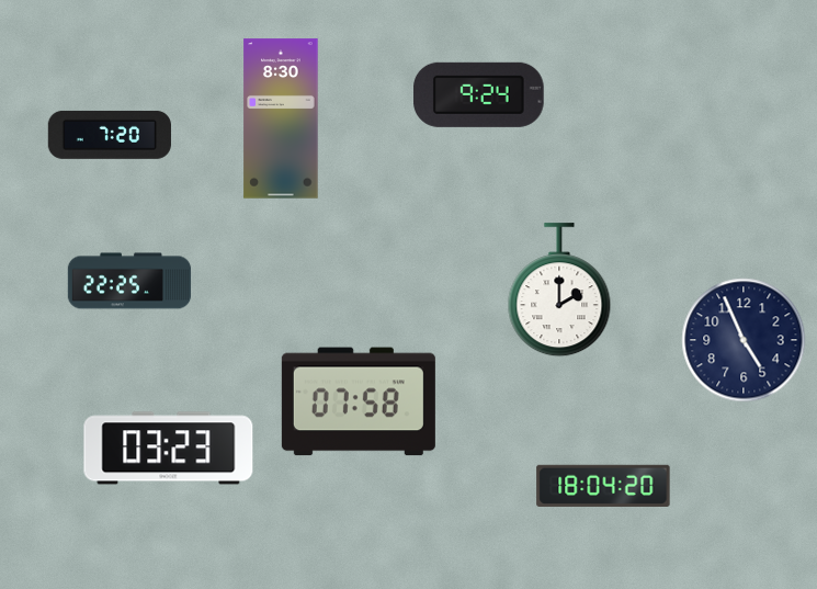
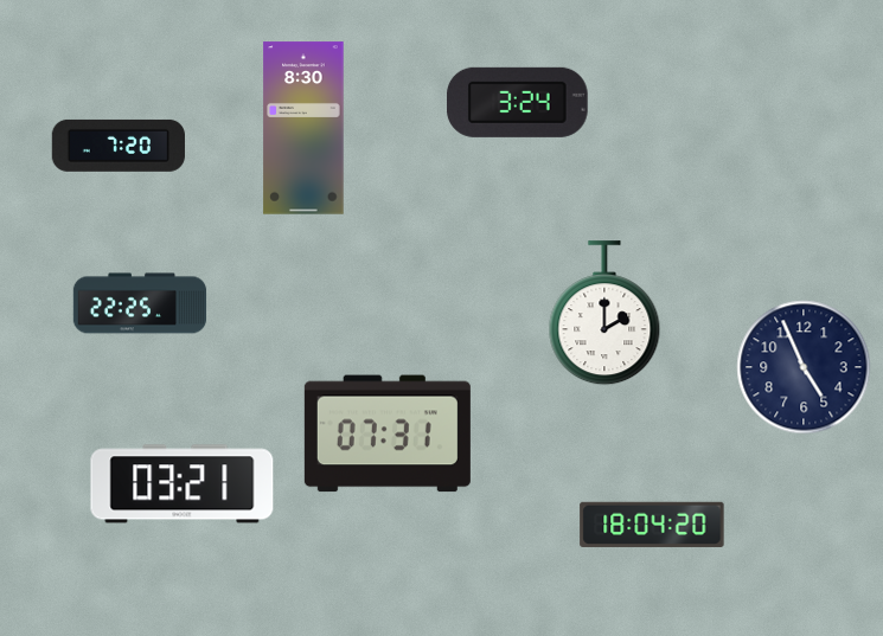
clock at (479, 94): 9:24 -> 3:24
clock at (359, 401): 07:58 -> 07:31
clock at (169, 449): 03:23 -> 03:21
